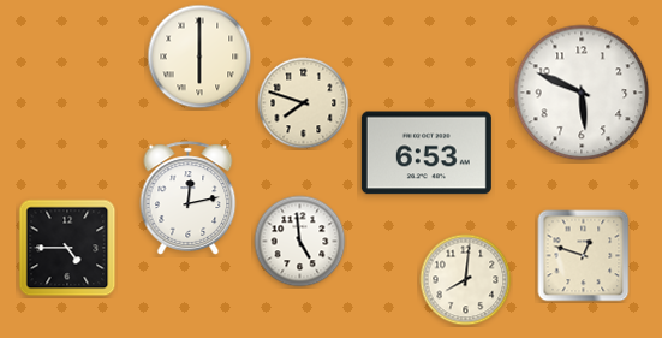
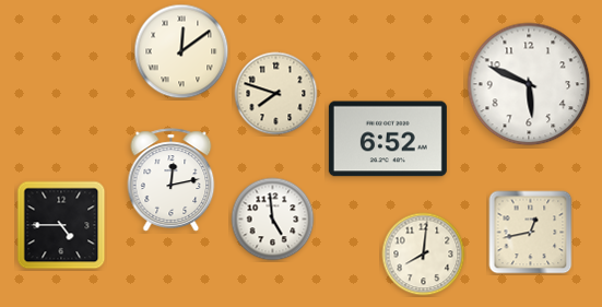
clock at (199, 57): 6:00 -> 12:09
clock at (427, 153): 6:53 -> 6:52
clock at (584, 256): 12:48 -> 12:43
